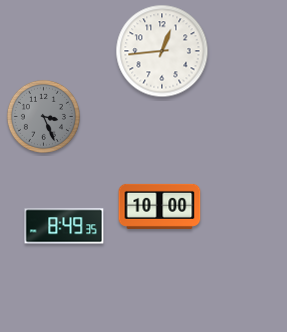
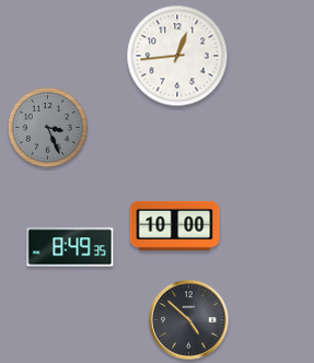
clock at (189, 320): none -> 4:52
